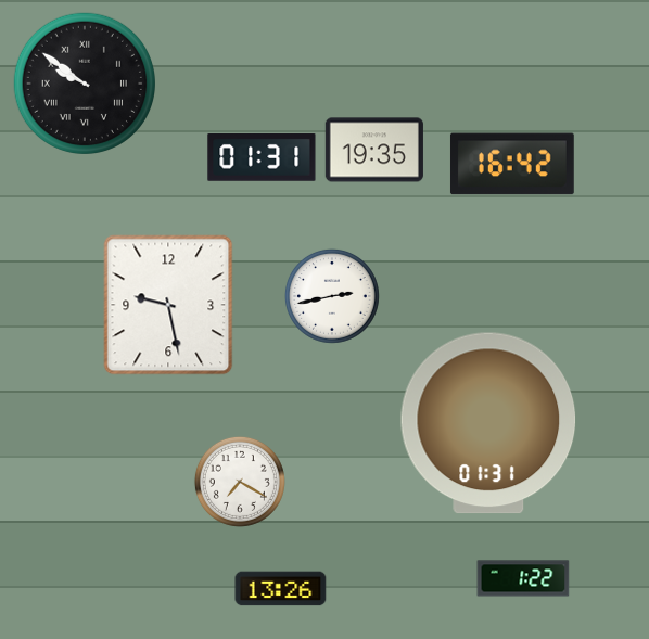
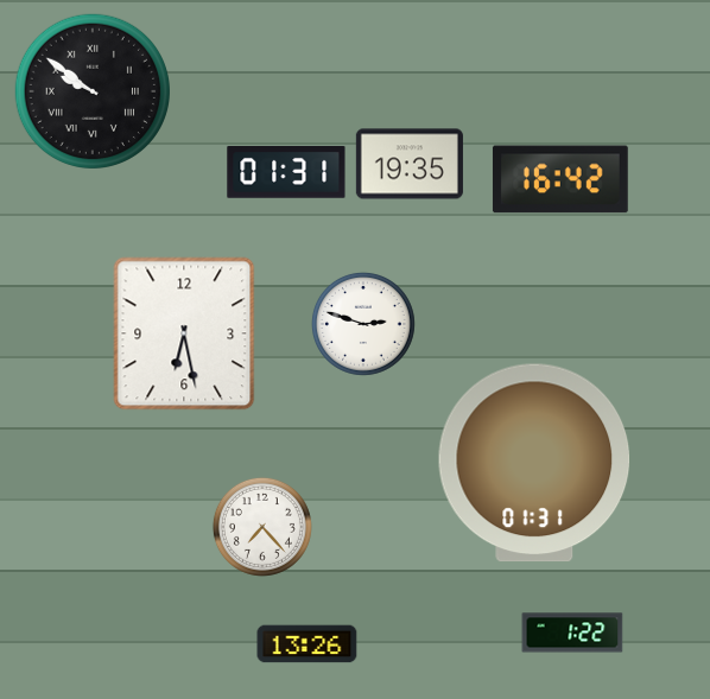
clock at (332, 296): 2:43 -> 2:48
clock at (168, 305): 9:28 -> 6:28
clock at (240, 482): 7:20 -> 7:23
